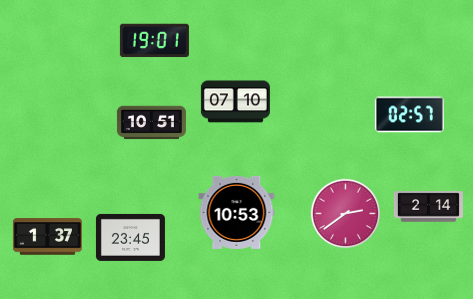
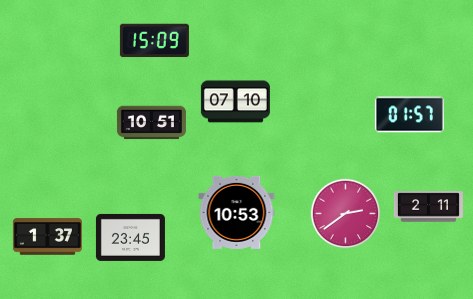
clock at (154, 41): 19:01 -> 15:09
clock at (409, 115): 02:57 -> 01:57
clock at (428, 207): 2:14 -> 2:11
